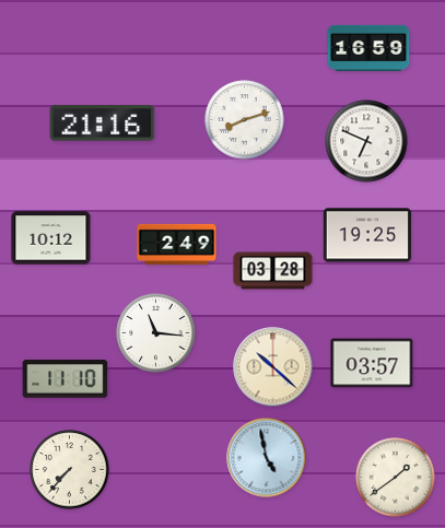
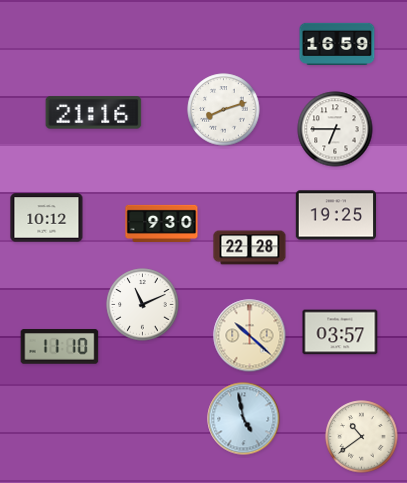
clock at (366, 141): 6:49 -> 6:45
clock at (177, 244): 2:49 -> 9:30
clock at (273, 271): 03:28 -> 22:28
clock at (156, 333): 11:16 -> 11:11
clock at (70, 470): 7:37 -> none
clock at (396, 478): 1:39 -> 10:39
